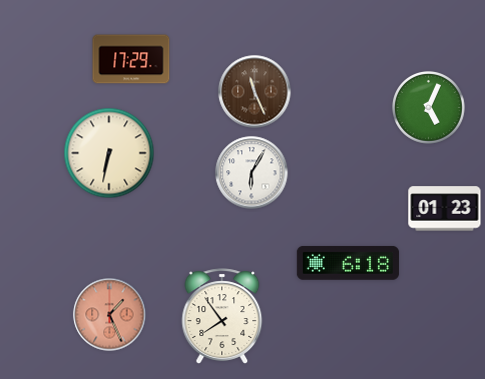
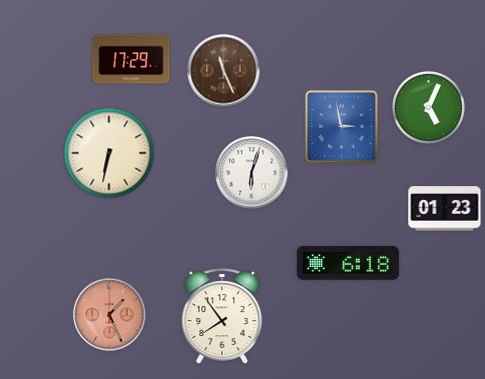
clock at (255, 92) position: (255, 92) -> (224, 71)
clock at (341, 126): none -> 2:58
clock at (252, 173): 6:05 -> 6:03
